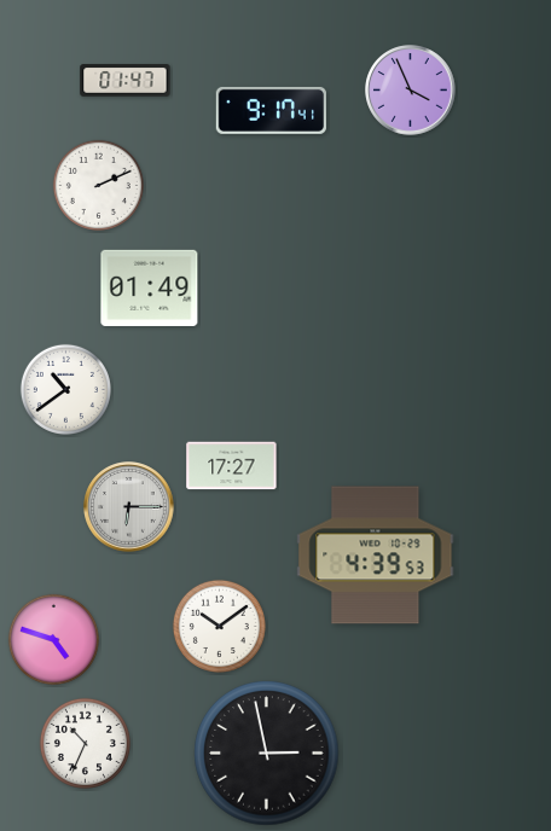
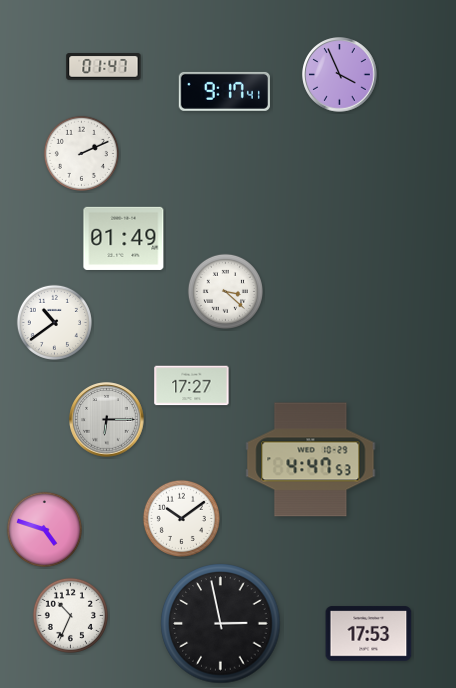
clock at (225, 291): none -> 3:22
clock at (376, 556): 4:39 -> 4:47
clock at (369, 634): none -> 17:53
